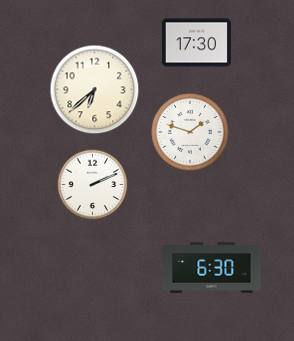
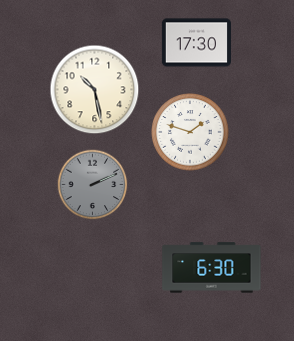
clock at (95, 90): 6:38 -> 10:28
clock at (93, 185) dial: white -> grey
